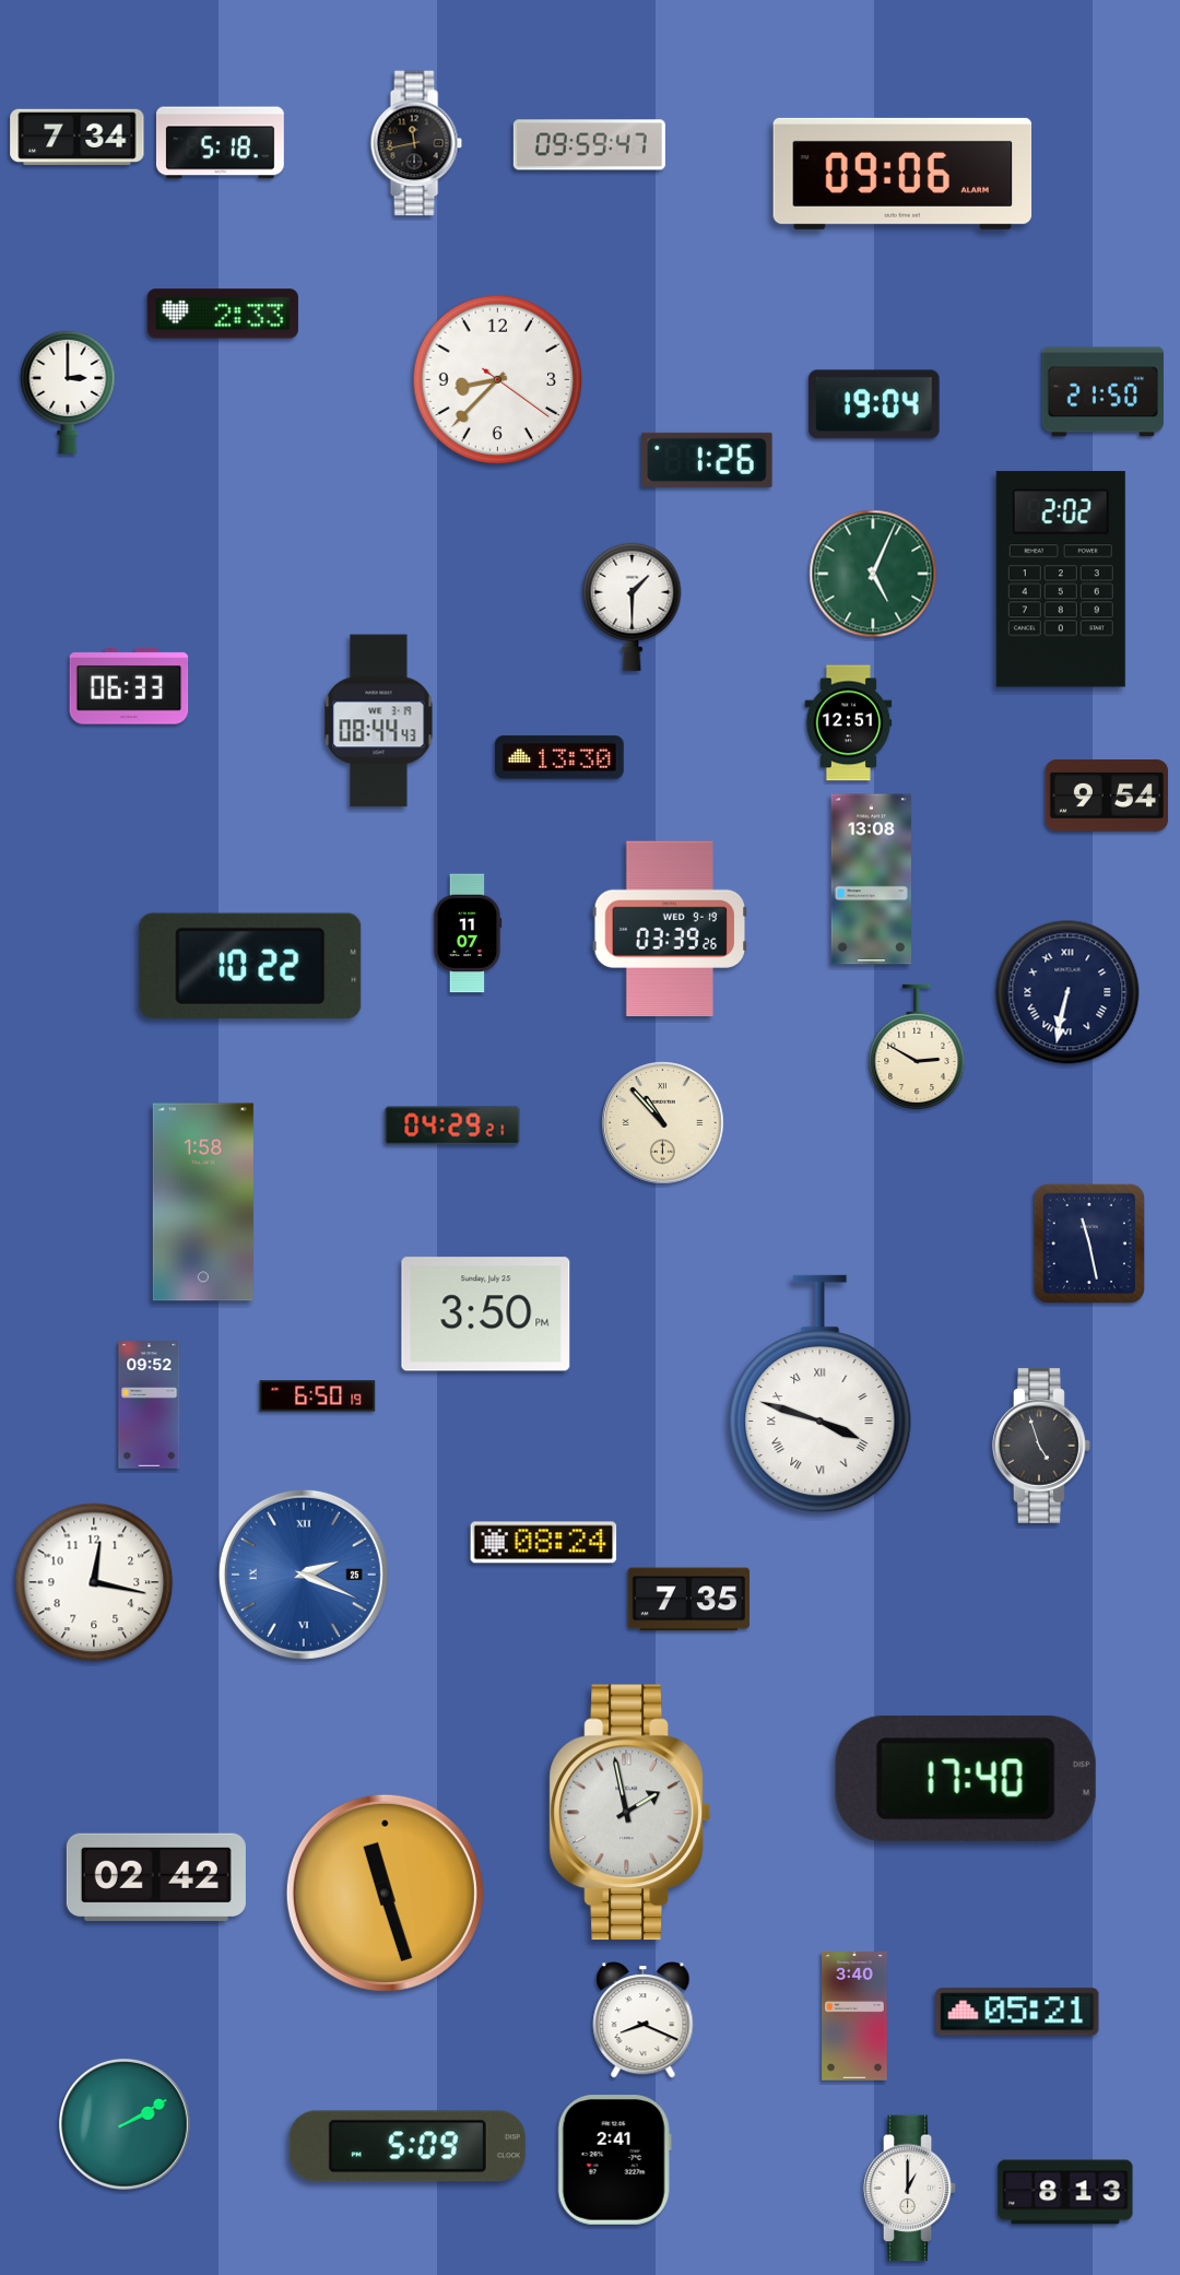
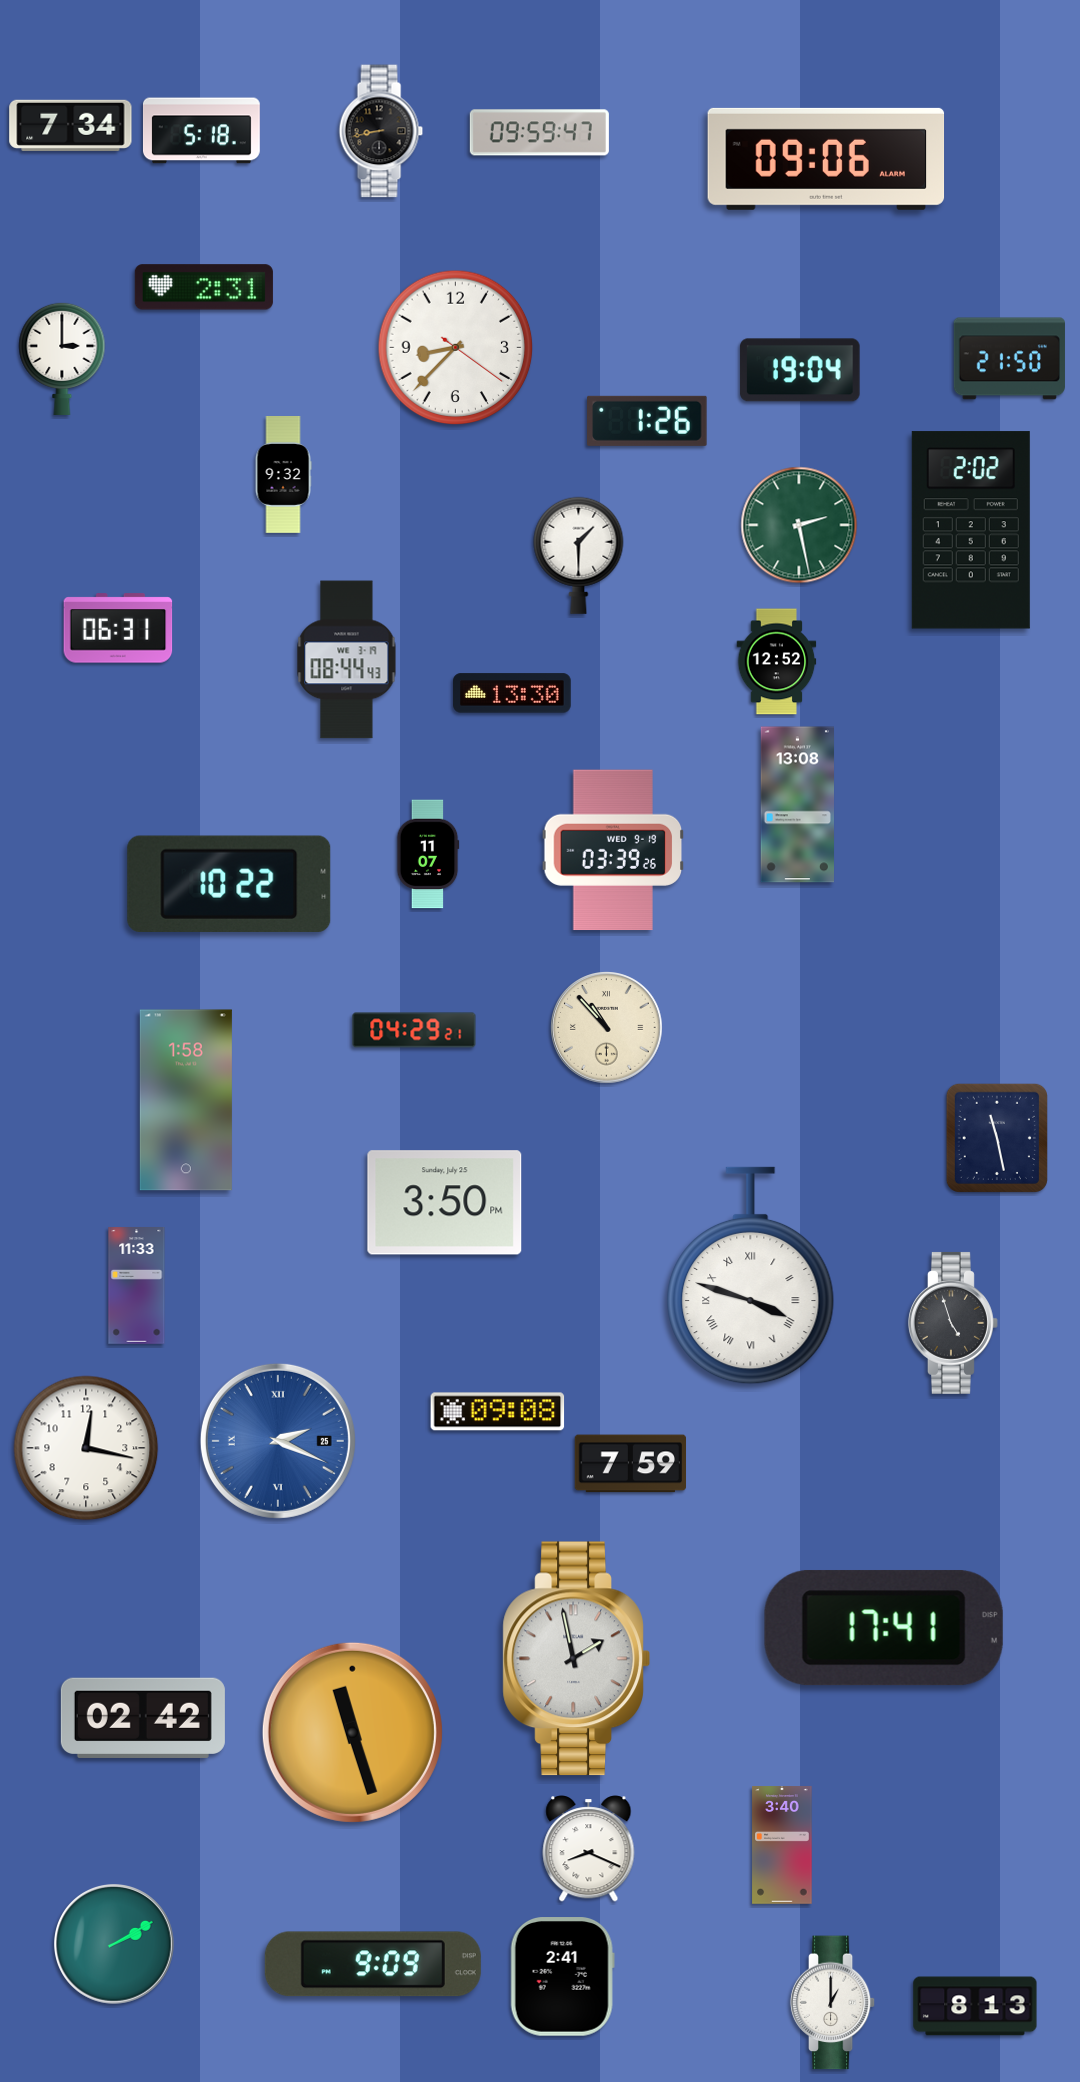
clock at (416, 143): 11:43 -> 8:43
clock at (223, 314): 2:33 -> 2:31
clock at (283, 475): none -> 9:32
clock at (873, 574): 5:04 -> 2:28
clock at (129, 686): 06:33 -> 06:31
clock at (849, 723): 12:51 -> 12:52
clock at (1107, 795): 9:54 -> none
clock at (1067, 992): 6:32 -> none
clock at (917, 1047): 2:50 -> none
clock at (318, 1396): 6:50 -> none
clock at (150, 1405): 09:52 -> 11:33
clock at (544, 1543): 08:24 -> 09:08
clock at (688, 1600): 7:35 -> 7:59
clock at (966, 1779): 17:40 -> 17:41
clock at (1017, 2012): 05:21 -> none
clock at (408, 2146): 5:09 -> 9:09
